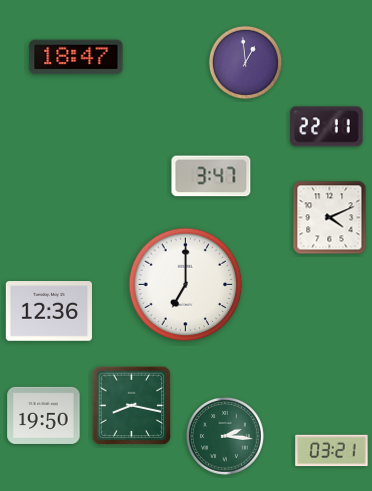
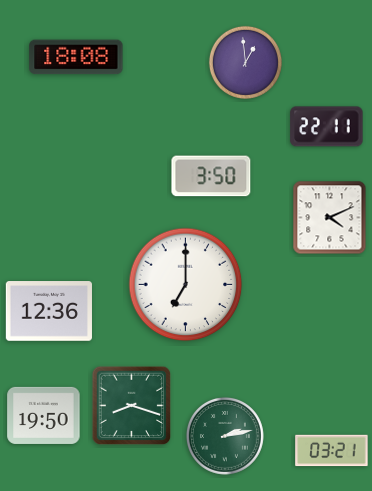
clock at (76, 57): 18:47 -> 18:08
clock at (211, 176): 3:47 -> 3:50
clock at (132, 406): 8:17 -> 8:18
clock at (225, 436): 2:16 -> 2:13
